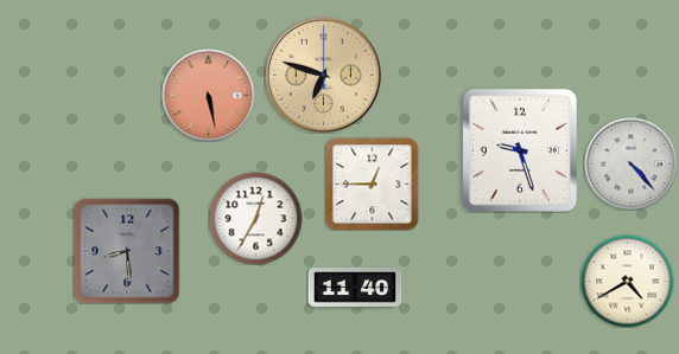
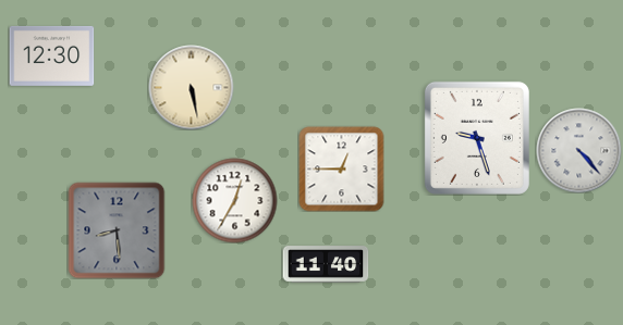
clock at (51, 55): none -> 12:30
clock at (323, 75): 6:48 -> none
clock at (208, 95) dial: salmon -> cream
clock at (627, 281): 4:40 -> none
